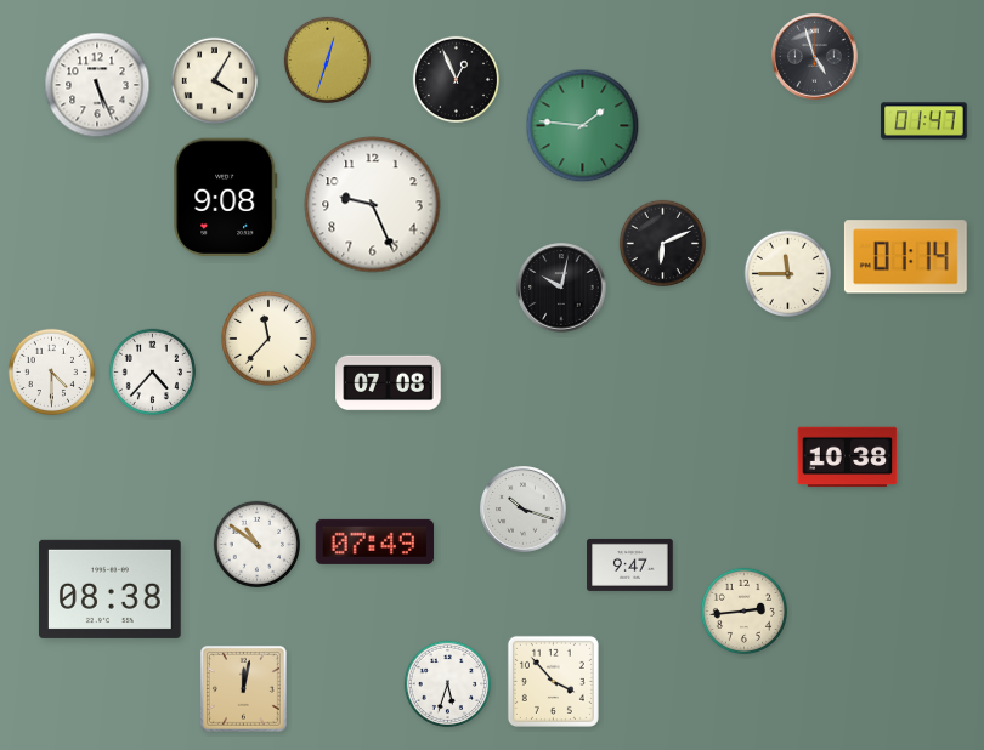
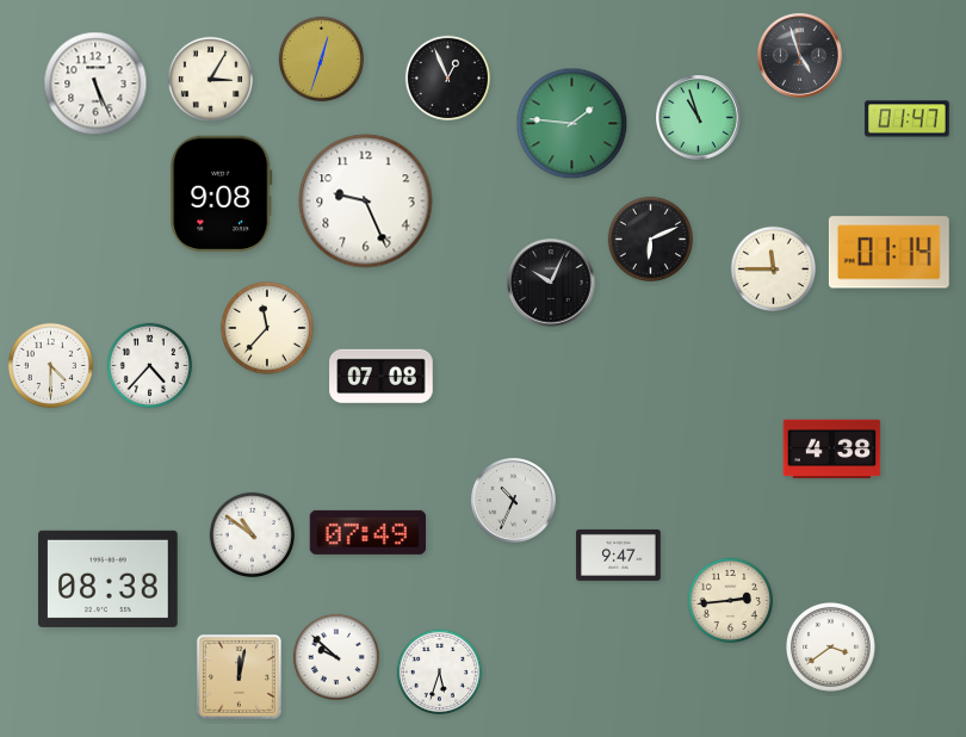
clock at (214, 80): 4:05 -> 3:05
clock at (699, 118): none -> 10:57
clock at (561, 288): 10:02 -> 10:04
clock at (268, 339) position: (268, 339) -> (267, 328)
clock at (848, 458): 10:38 -> 4:38
clock at (524, 510): 10:18 -> 10:34
clock at (830, 646): none -> 3:39
clock at (336, 657): none -> 9:52
clock at (553, 681): 3:53 -> none
